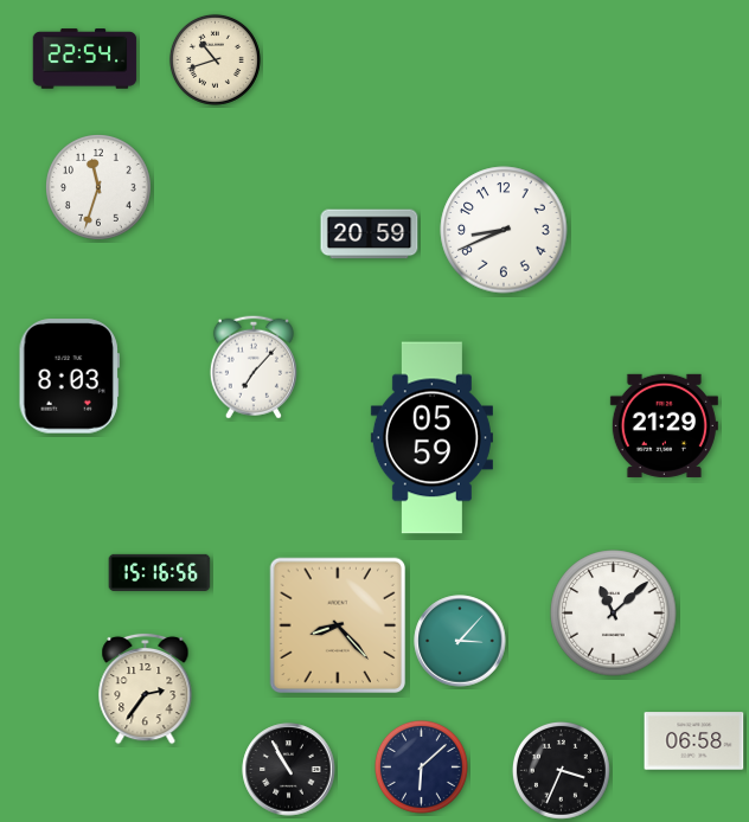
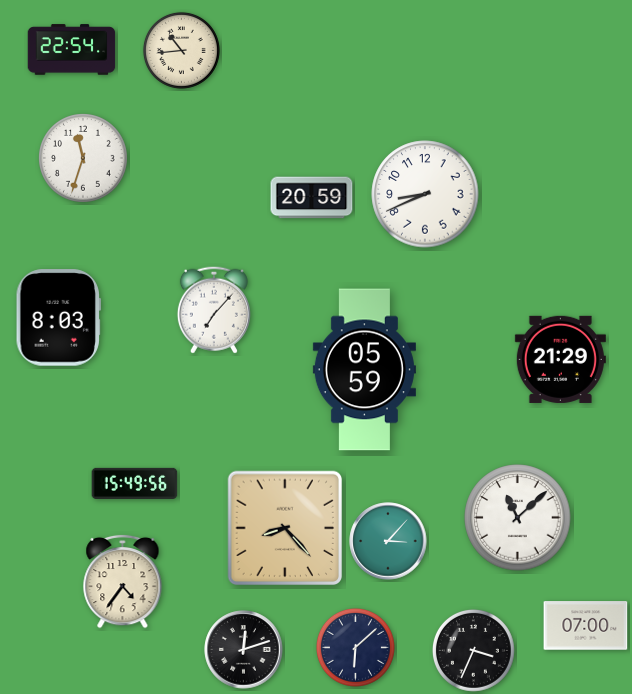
clock at (215, 59): 10:42 -> 10:44
clock at (160, 572): 15:16 -> 15:49
clock at (146, 688): 2:36 -> 4:36
clock at (694, 741): 06:58 -> 07:00
clock at (289, 770): 10:55 -> 12:12
